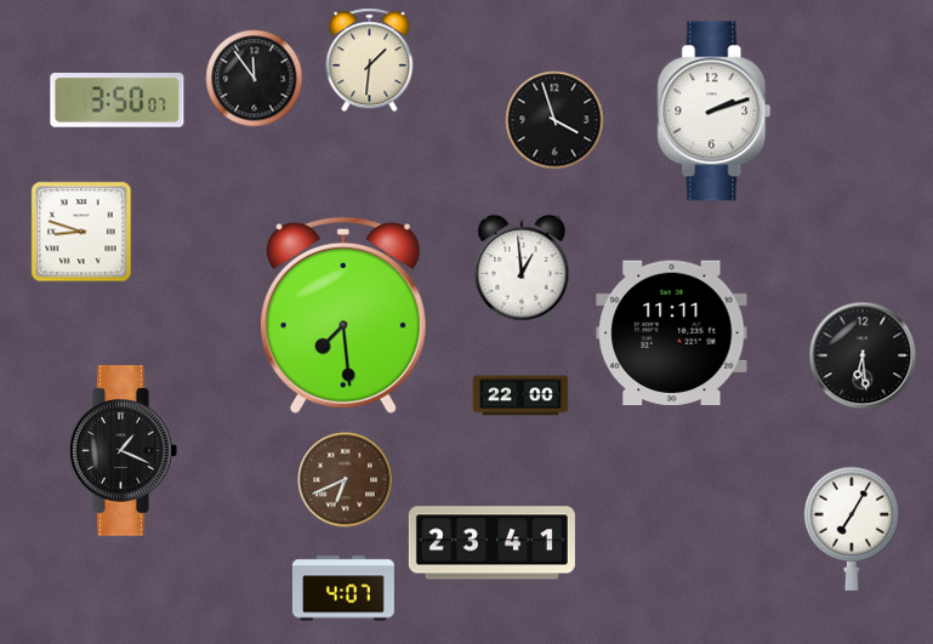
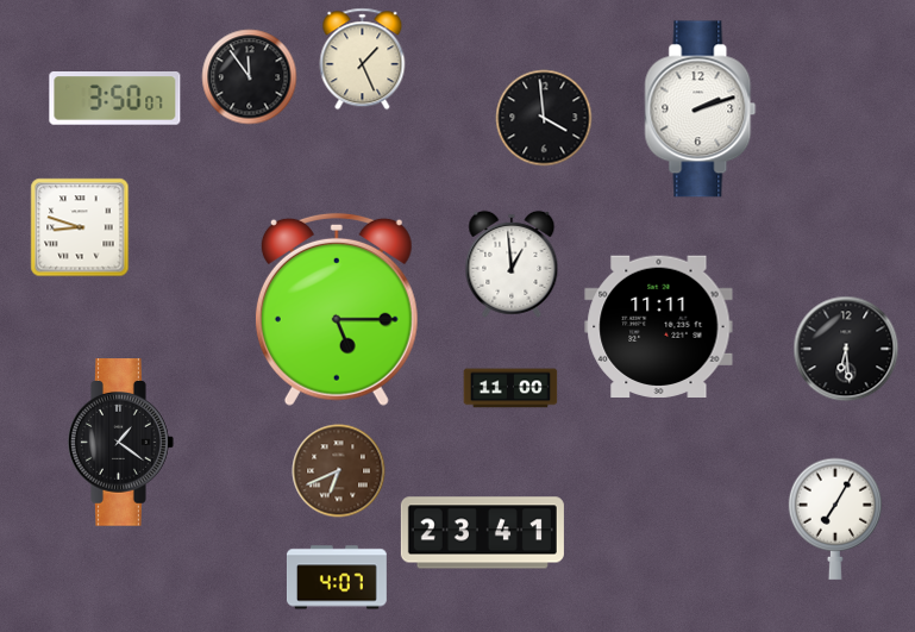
clock at (370, 61): 1:31 -> 1:26
clock at (554, 120): 3:57 -> 3:59
clock at (343, 315): 7:29 -> 5:15
clock at (520, 395): 22:00 -> 11:00
clock at (124, 451): 1:19 -> 1:21
